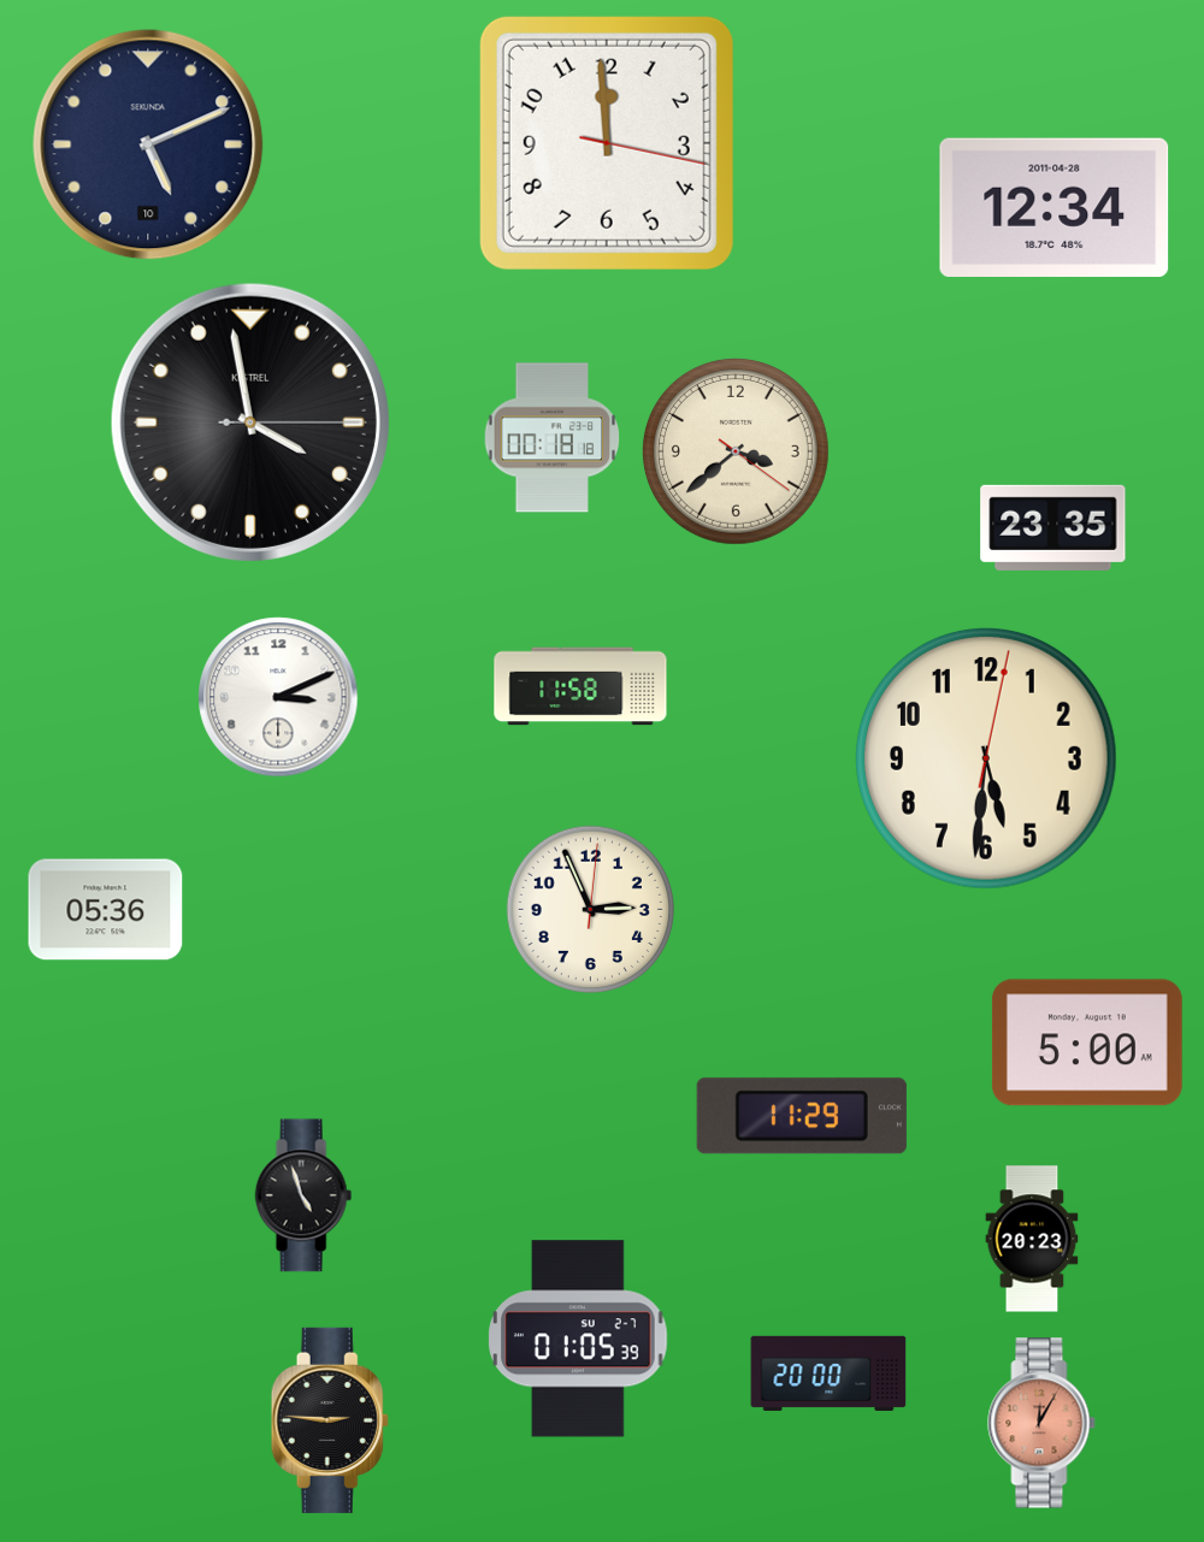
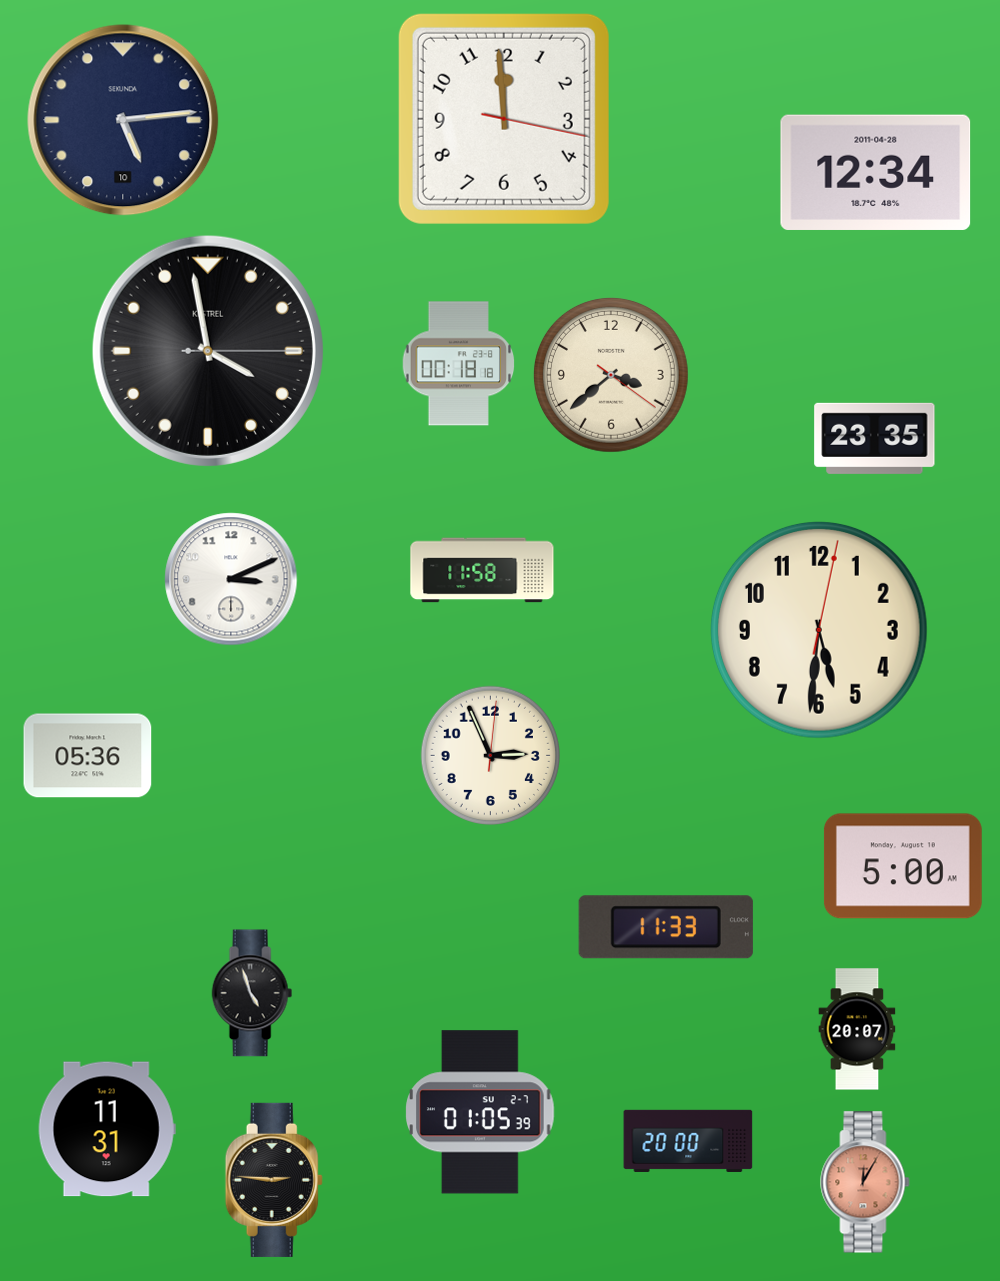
clock at (148, 144): 5:11 -> 5:14
clock at (802, 1116): 11:29 -> 11:33
clock at (1032, 1239): 20:23 -> 20:07
clock at (107, 1129): none -> 11:31
